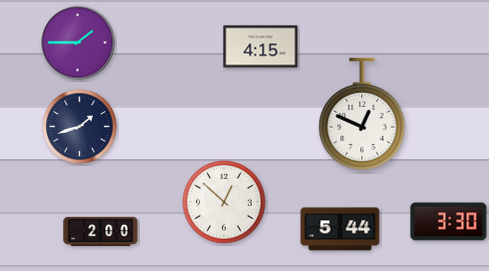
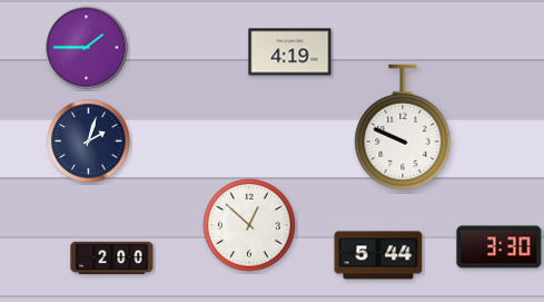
clock at (261, 47): 4:15 -> 4:19
clock at (362, 114): 12:49 -> 9:49
clock at (80, 127): 1:42 -> 2:03
